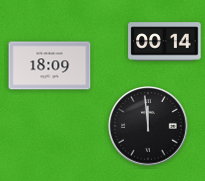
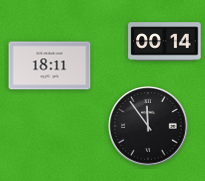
clock at (50, 66): 18:09 -> 18:11
clock at (148, 126): 11:59 -> 11:54
